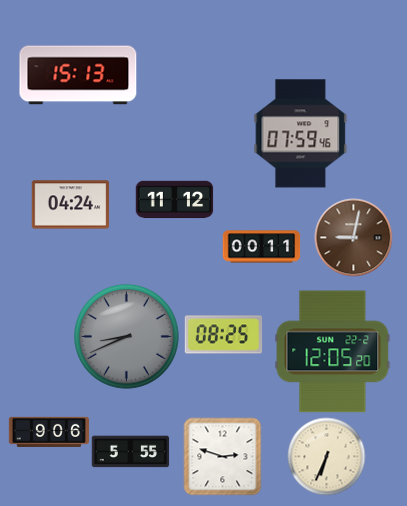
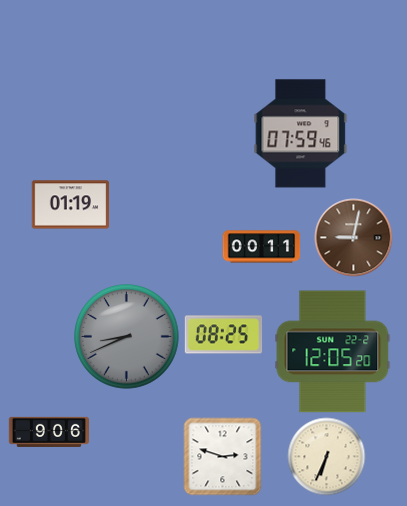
clock at (78, 75): 15:13 -> none
clock at (174, 200): 11:12 -> none
clock at (70, 205): 04:24 -> 01:19
clock at (130, 452): 5:55 -> none
